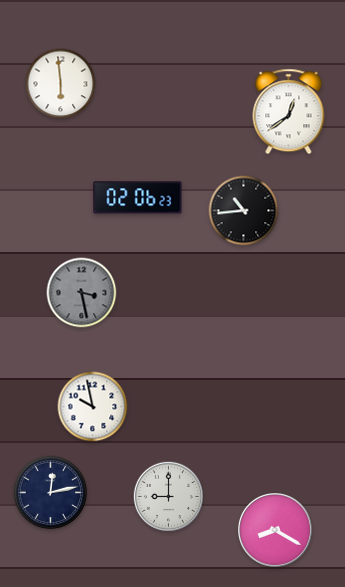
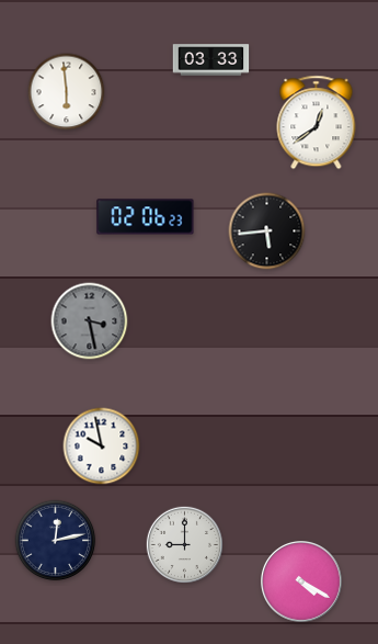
clock at (211, 60): none -> 03:33
clock at (138, 198) position: (138, 198) -> (146, 217)
clock at (244, 211): 10:44 -> 5:44
clock at (276, 531): 8:20 -> 4:20
